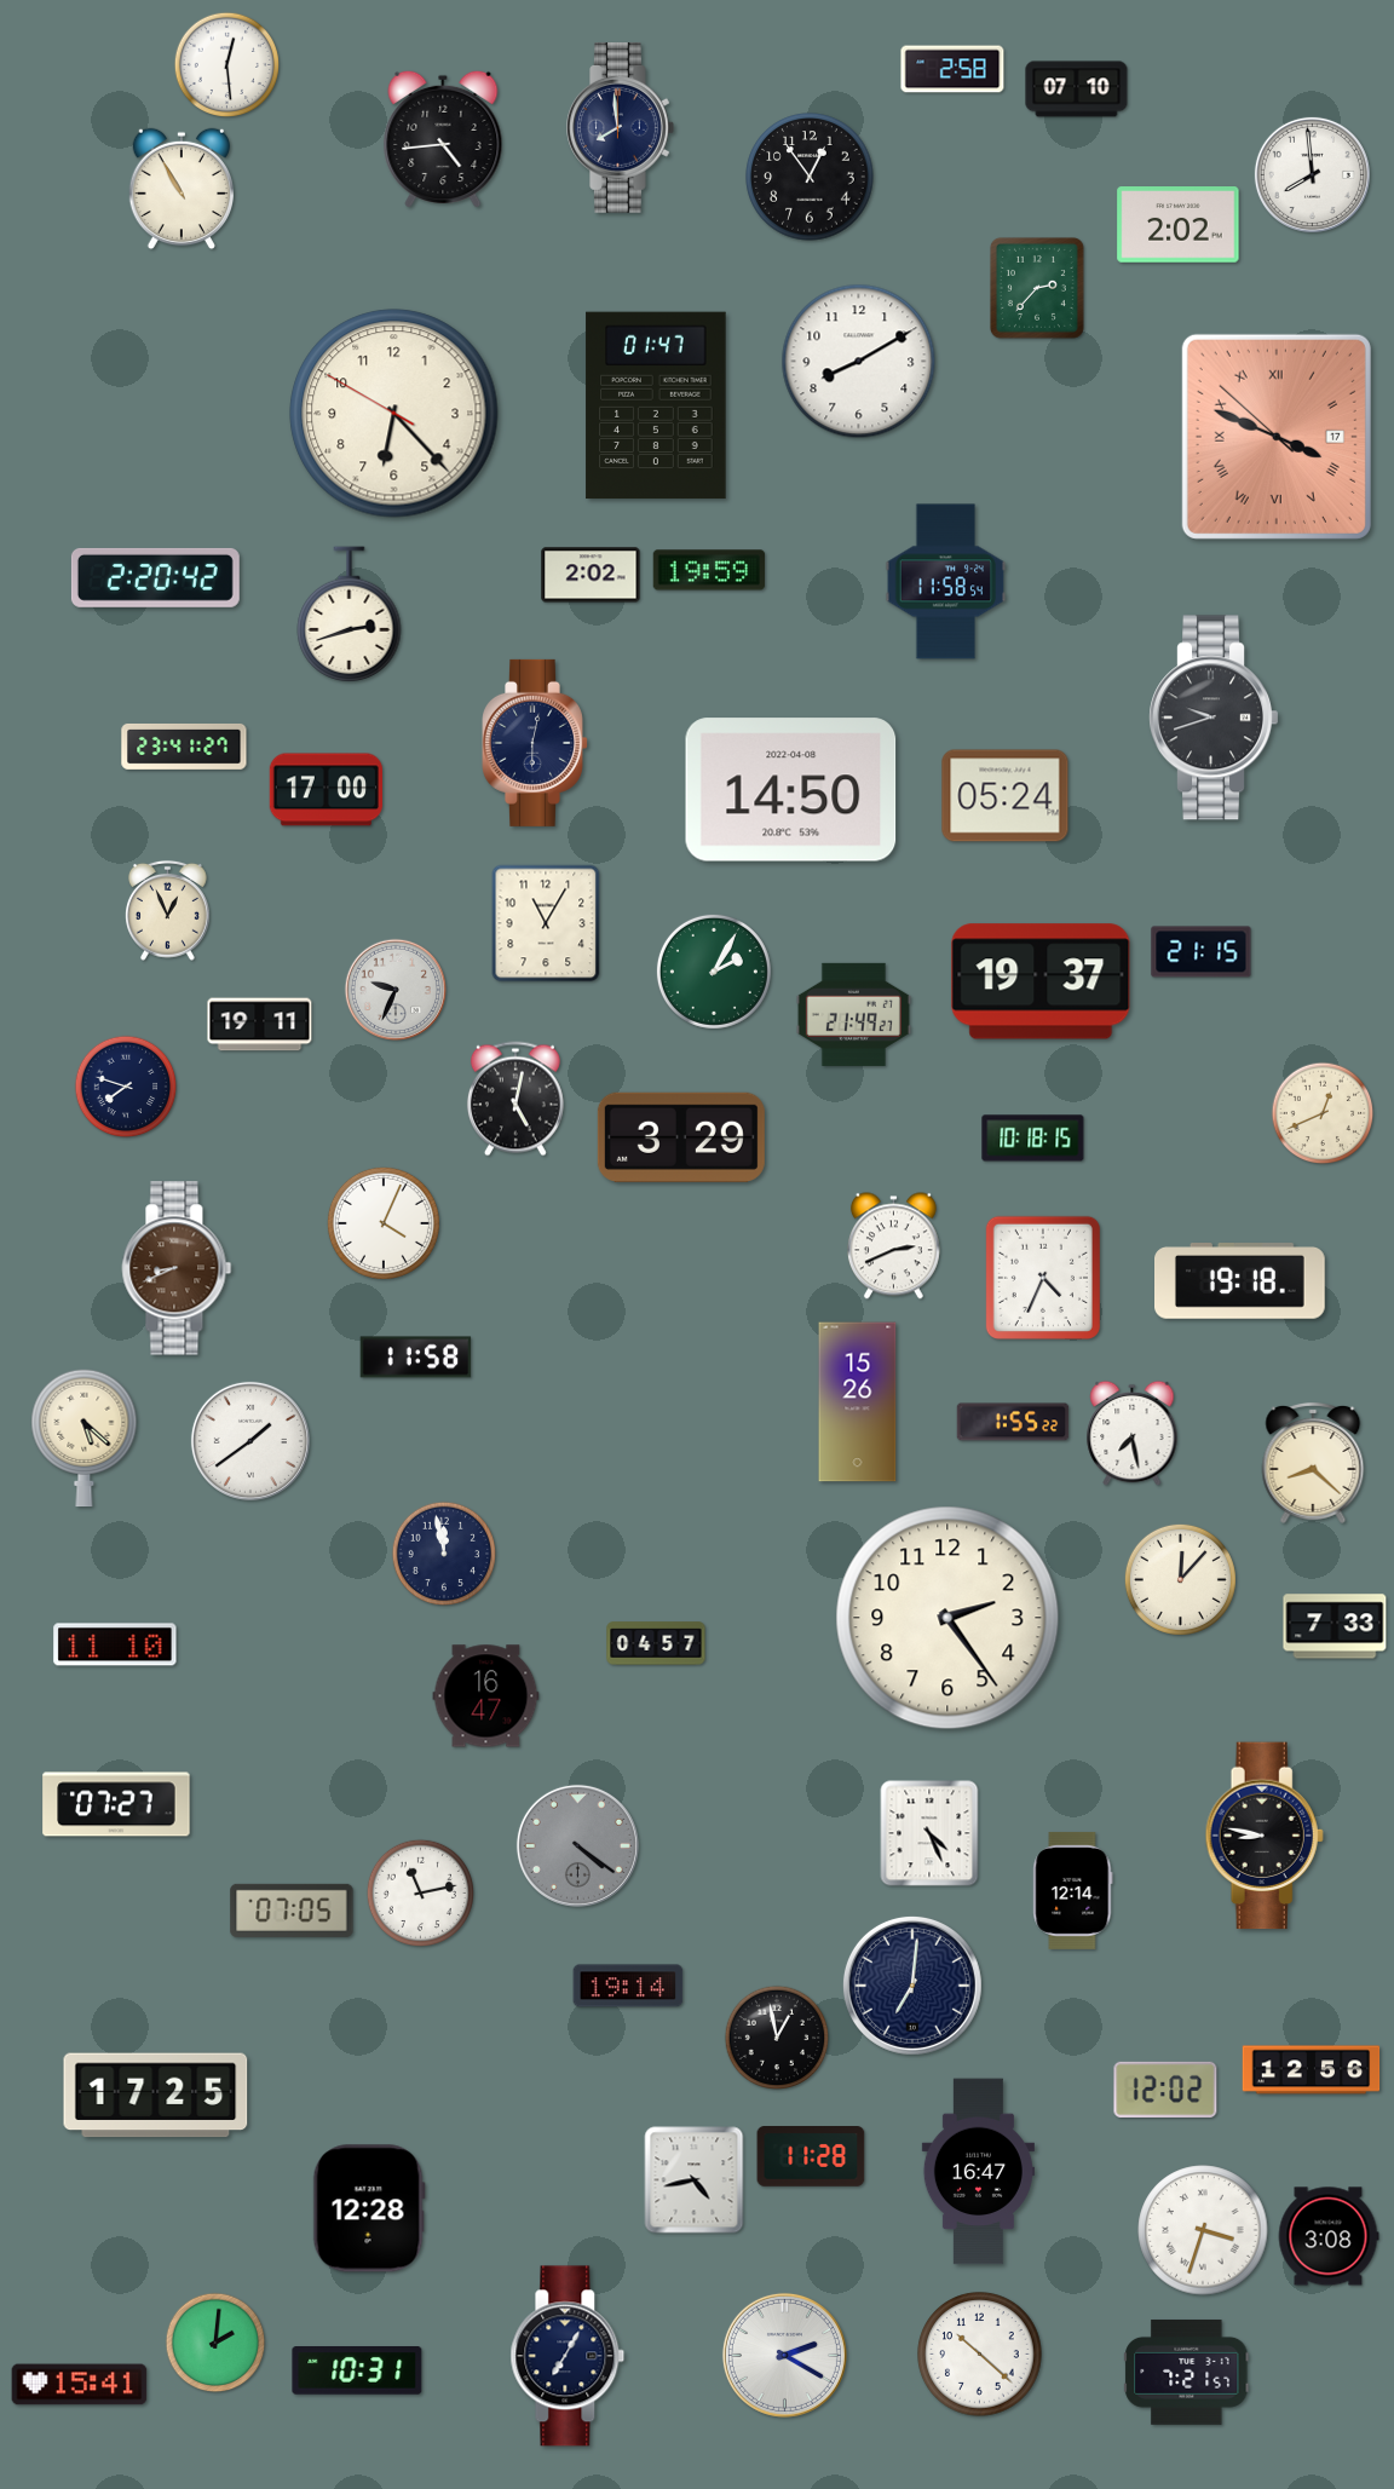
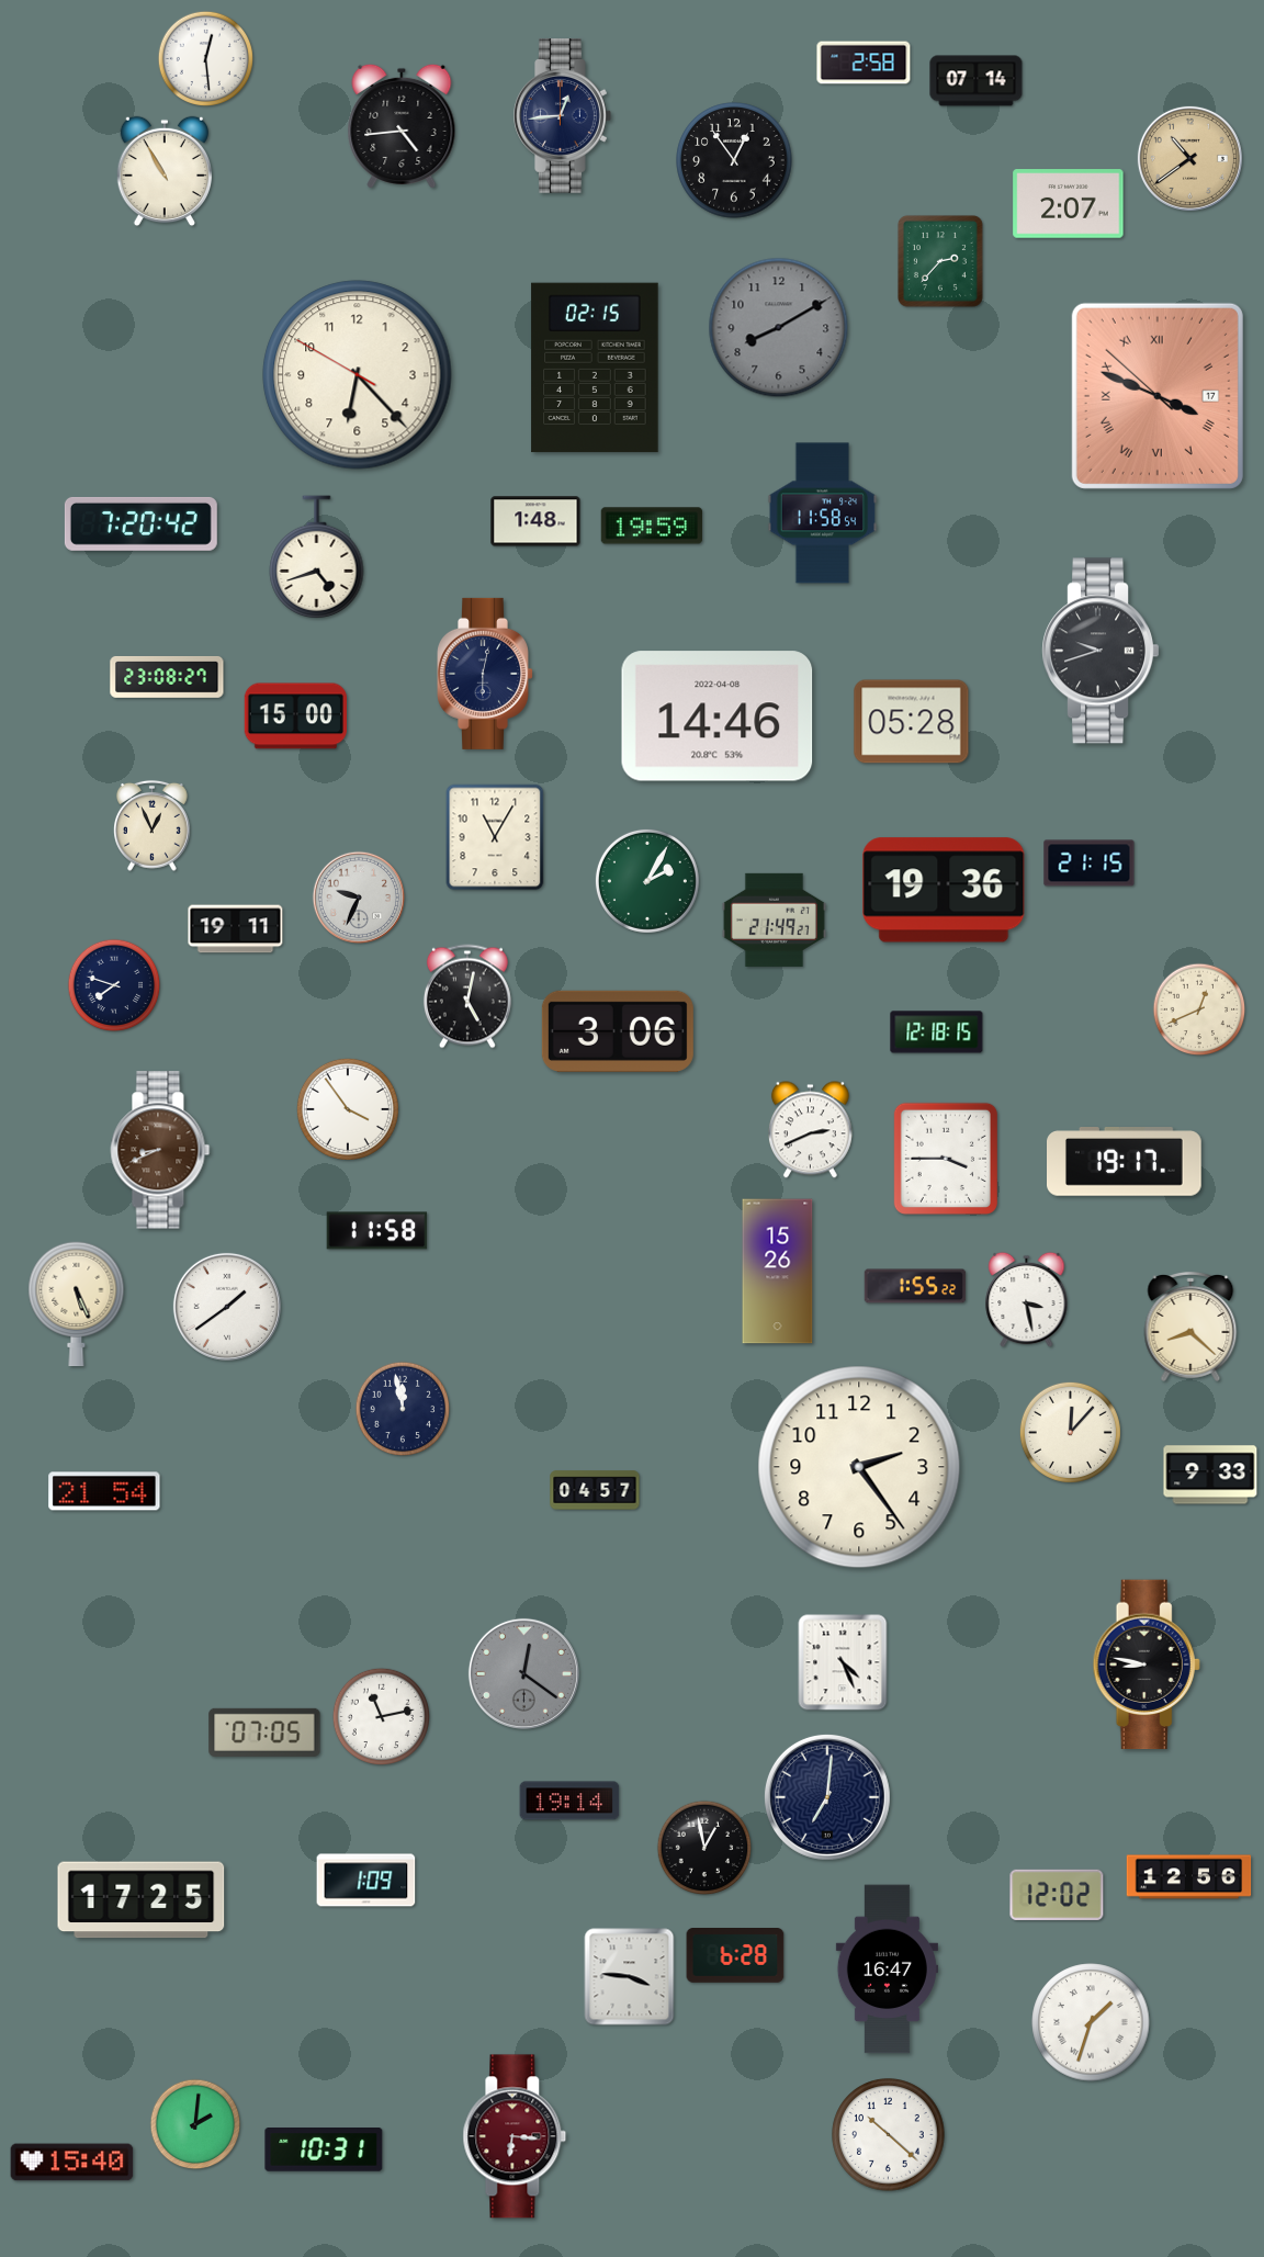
clock at (1077, 90): 07:10 -> 07:14
clock at (621, 128): 7:59 -> 12:44
clock at (1312, 174): 7:59 -> 10:39
clock at (1312, 174) dial: white -> champagne
clock at (1179, 225): 2:02 -> 2:07
clock at (859, 362) dial: white -> grey
clock at (656, 405): 01:47 -> 02:15
clock at (709, 570) position: (709, 570) -> (652, 526)
clock at (591, 575): 2:02 -> 1:48
clock at (155, 577): 2:20 -> 7:20
clock at (946, 582) position: (946, 582) -> (823, 514)
clock at (350, 615): 2:42 -> 4:42
clock at (184, 747): 23:41 -> 23:08
clock at (326, 790): 17:00 -> 15:00
clock at (791, 790): 14:50 -> 14:46
clock at (1006, 796): 05:24 -> 05:28
clock at (1041, 981): 19:37 -> 19:36
clock at (681, 1137): 3:29 -> 3:06
clock at (1033, 1139): 10:18 -> 12:18
clock at (384, 1223): 4:04 -> 3:54
clock at (1043, 1278): 4:34 -> 3:45
clock at (1240, 1281): 19:18 -> 19:17
clock at (1013, 1422) position: (1013, 1422) -> (915, 1286)
clock at (1133, 1434): 7:28 -> 3:28
clock at (85, 1439): 5:22 -> 5:26
clock at (1335, 1626): 7:33 -> 9:33
clock at (115, 1644): 11:10 -> 21:54
clock at (486, 1696): 16:47 -> none
clock at (116, 1804): 07:27 -> none
clock at (577, 1845): 4:21 -> 12:21
clock at (1073, 1890): 12:14 -> none
clock at (912, 1986) position: (912, 1986) -> (827, 1797)
clock at (366, 1881): none -> 1:09
clock at (811, 2157): 11:28 -> 6:28
clock at (695, 2180): 4:43 -> 3:46
clock at (369, 2208): 12:28 -> none
clock at (1203, 2230): 3:33 -> 1:33
clock at (1329, 2236): 3:08 -> none
clock at (784, 2355): 2:20 -> none
clock at (568, 2356): 7:05 -> 6:16
clock at (568, 2356) dial: navy -> burgundy
clock at (1187, 2372): 7:21 -> none
clock at (80, 2385): 15:41 -> 15:40
